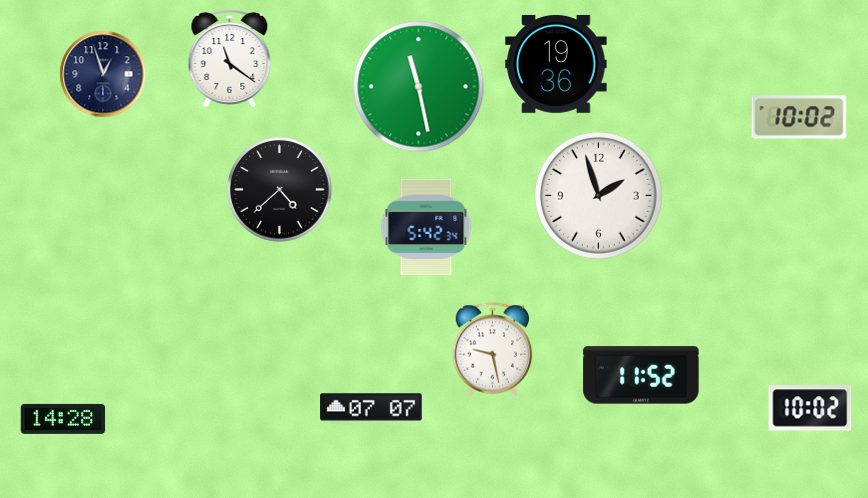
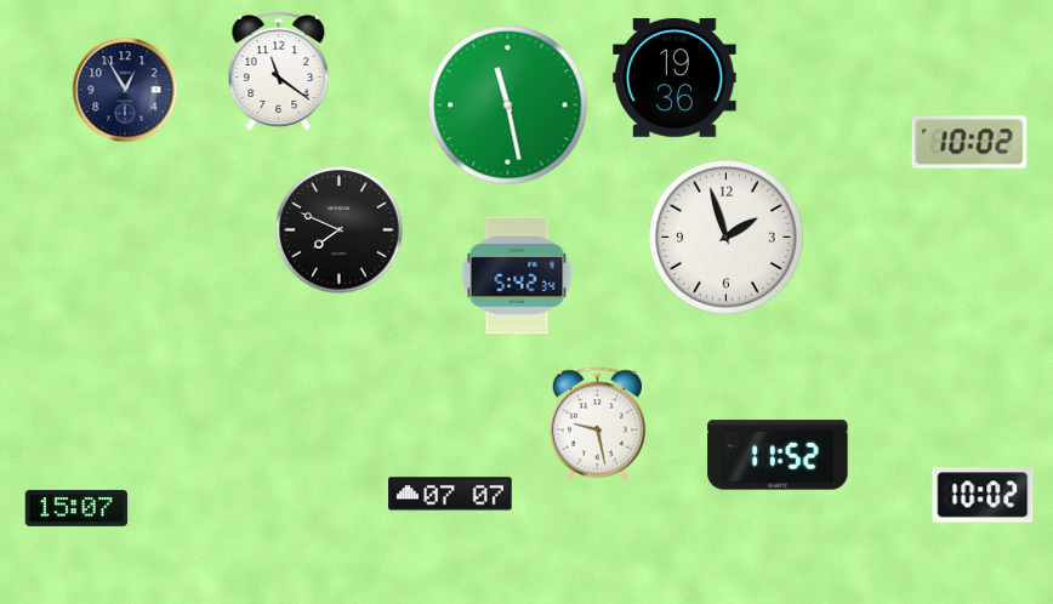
clock at (103, 74): 12:57 -> 12:55
clock at (280, 190): 4:38 -> 7:49
clock at (63, 419): 14:28 -> 15:07
